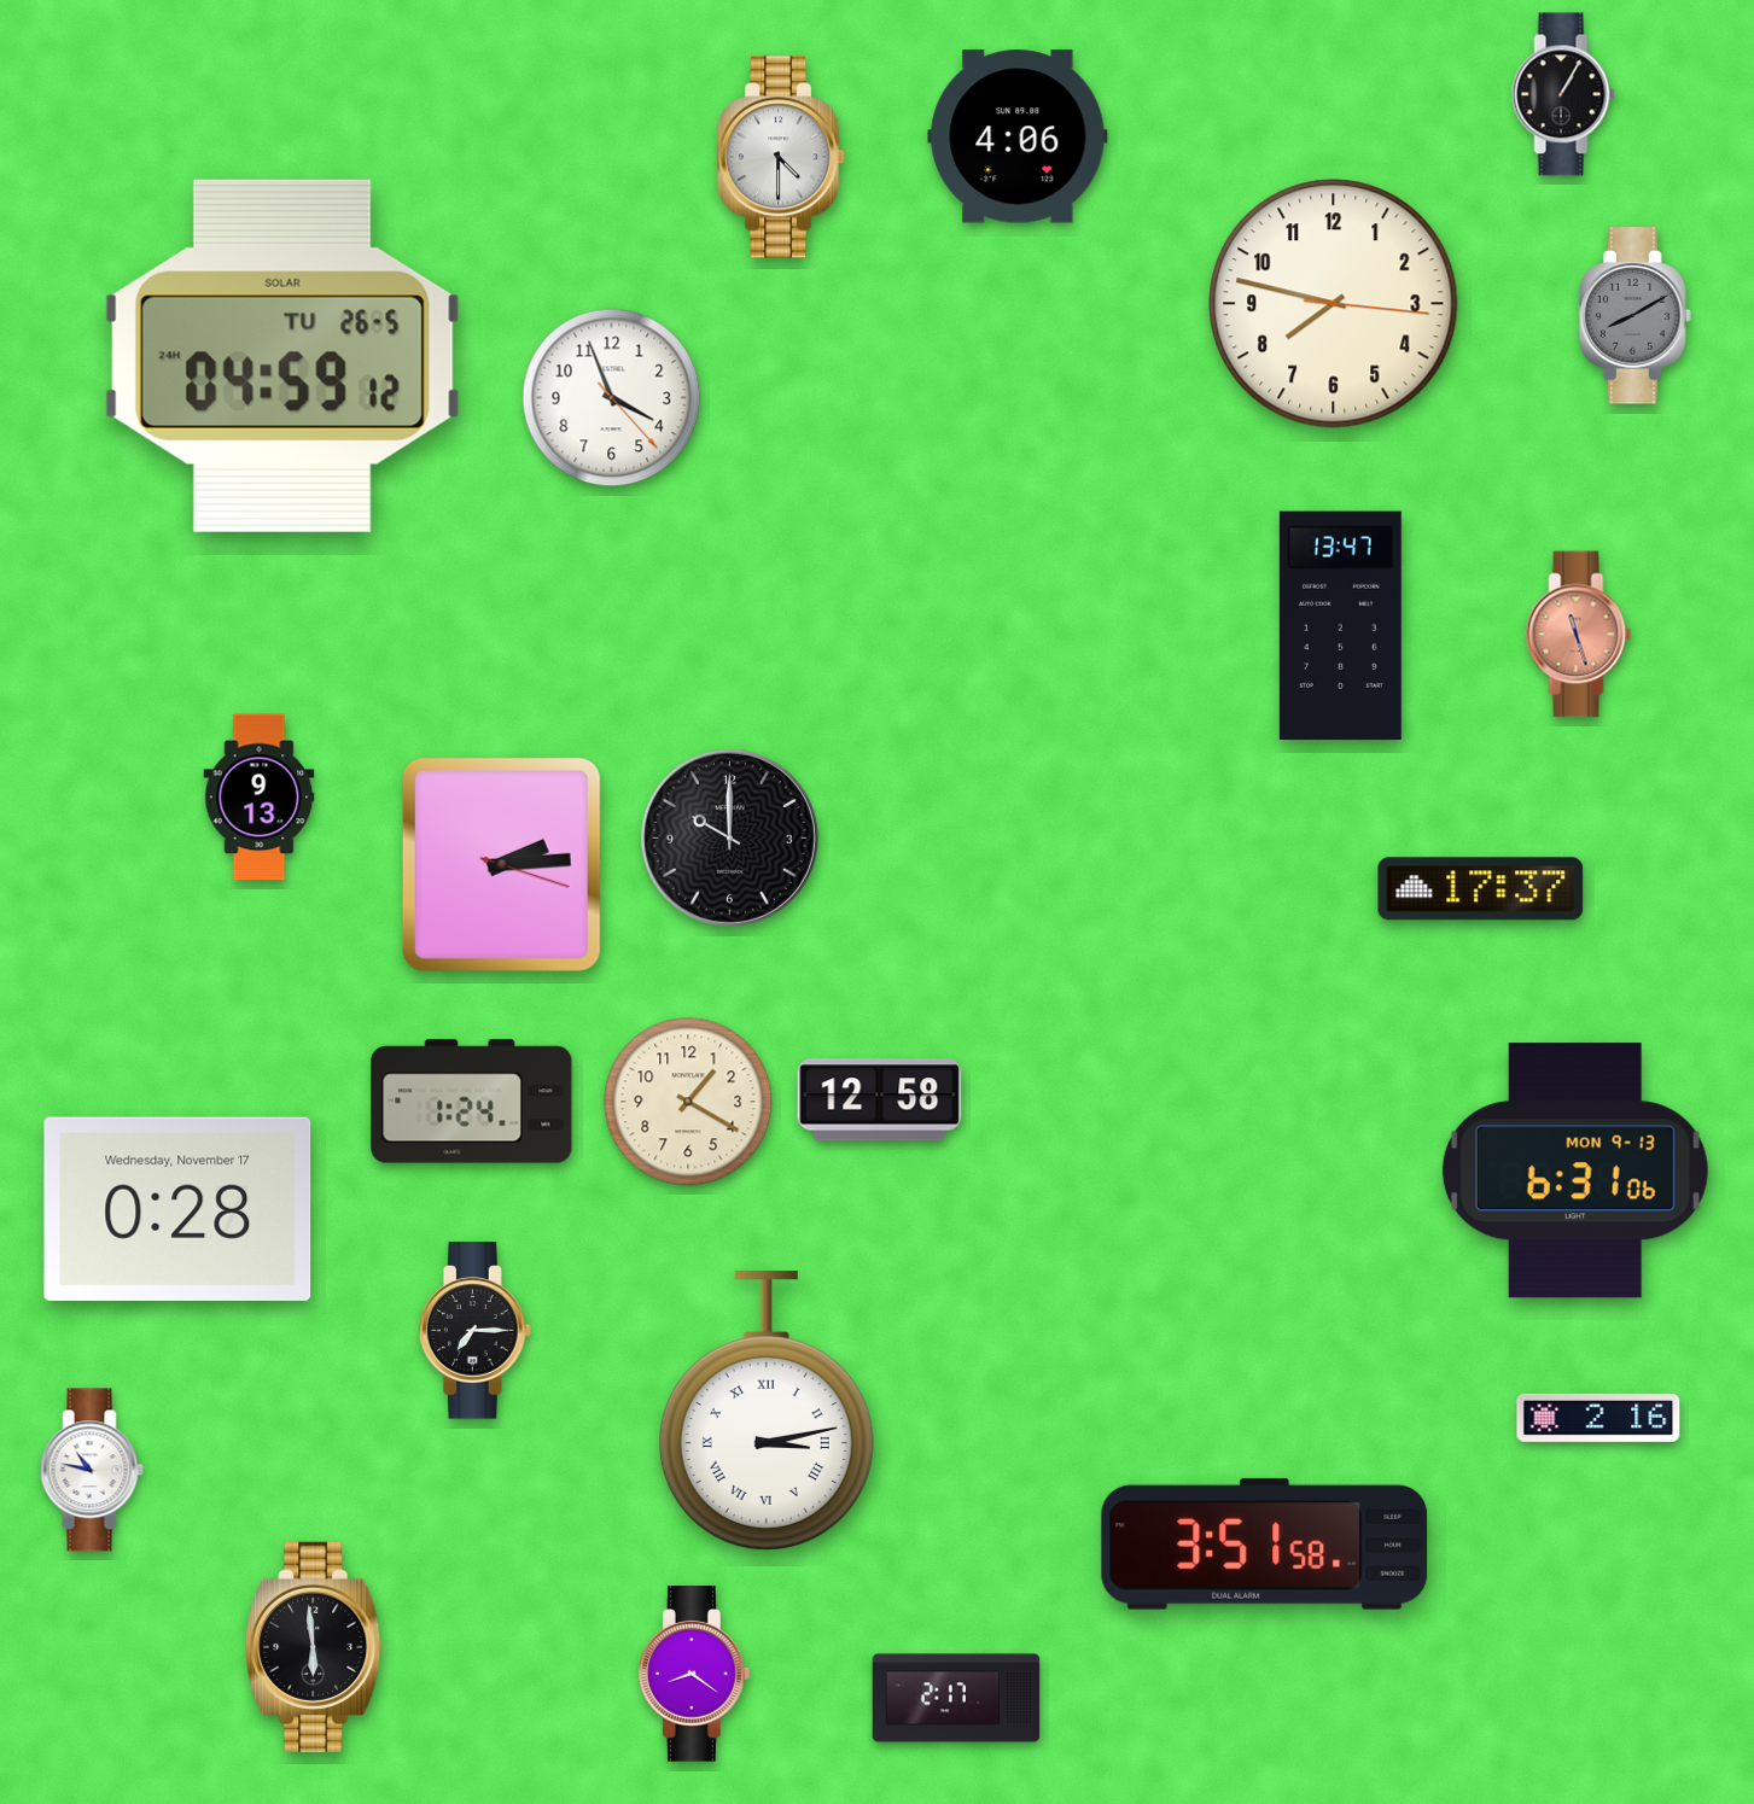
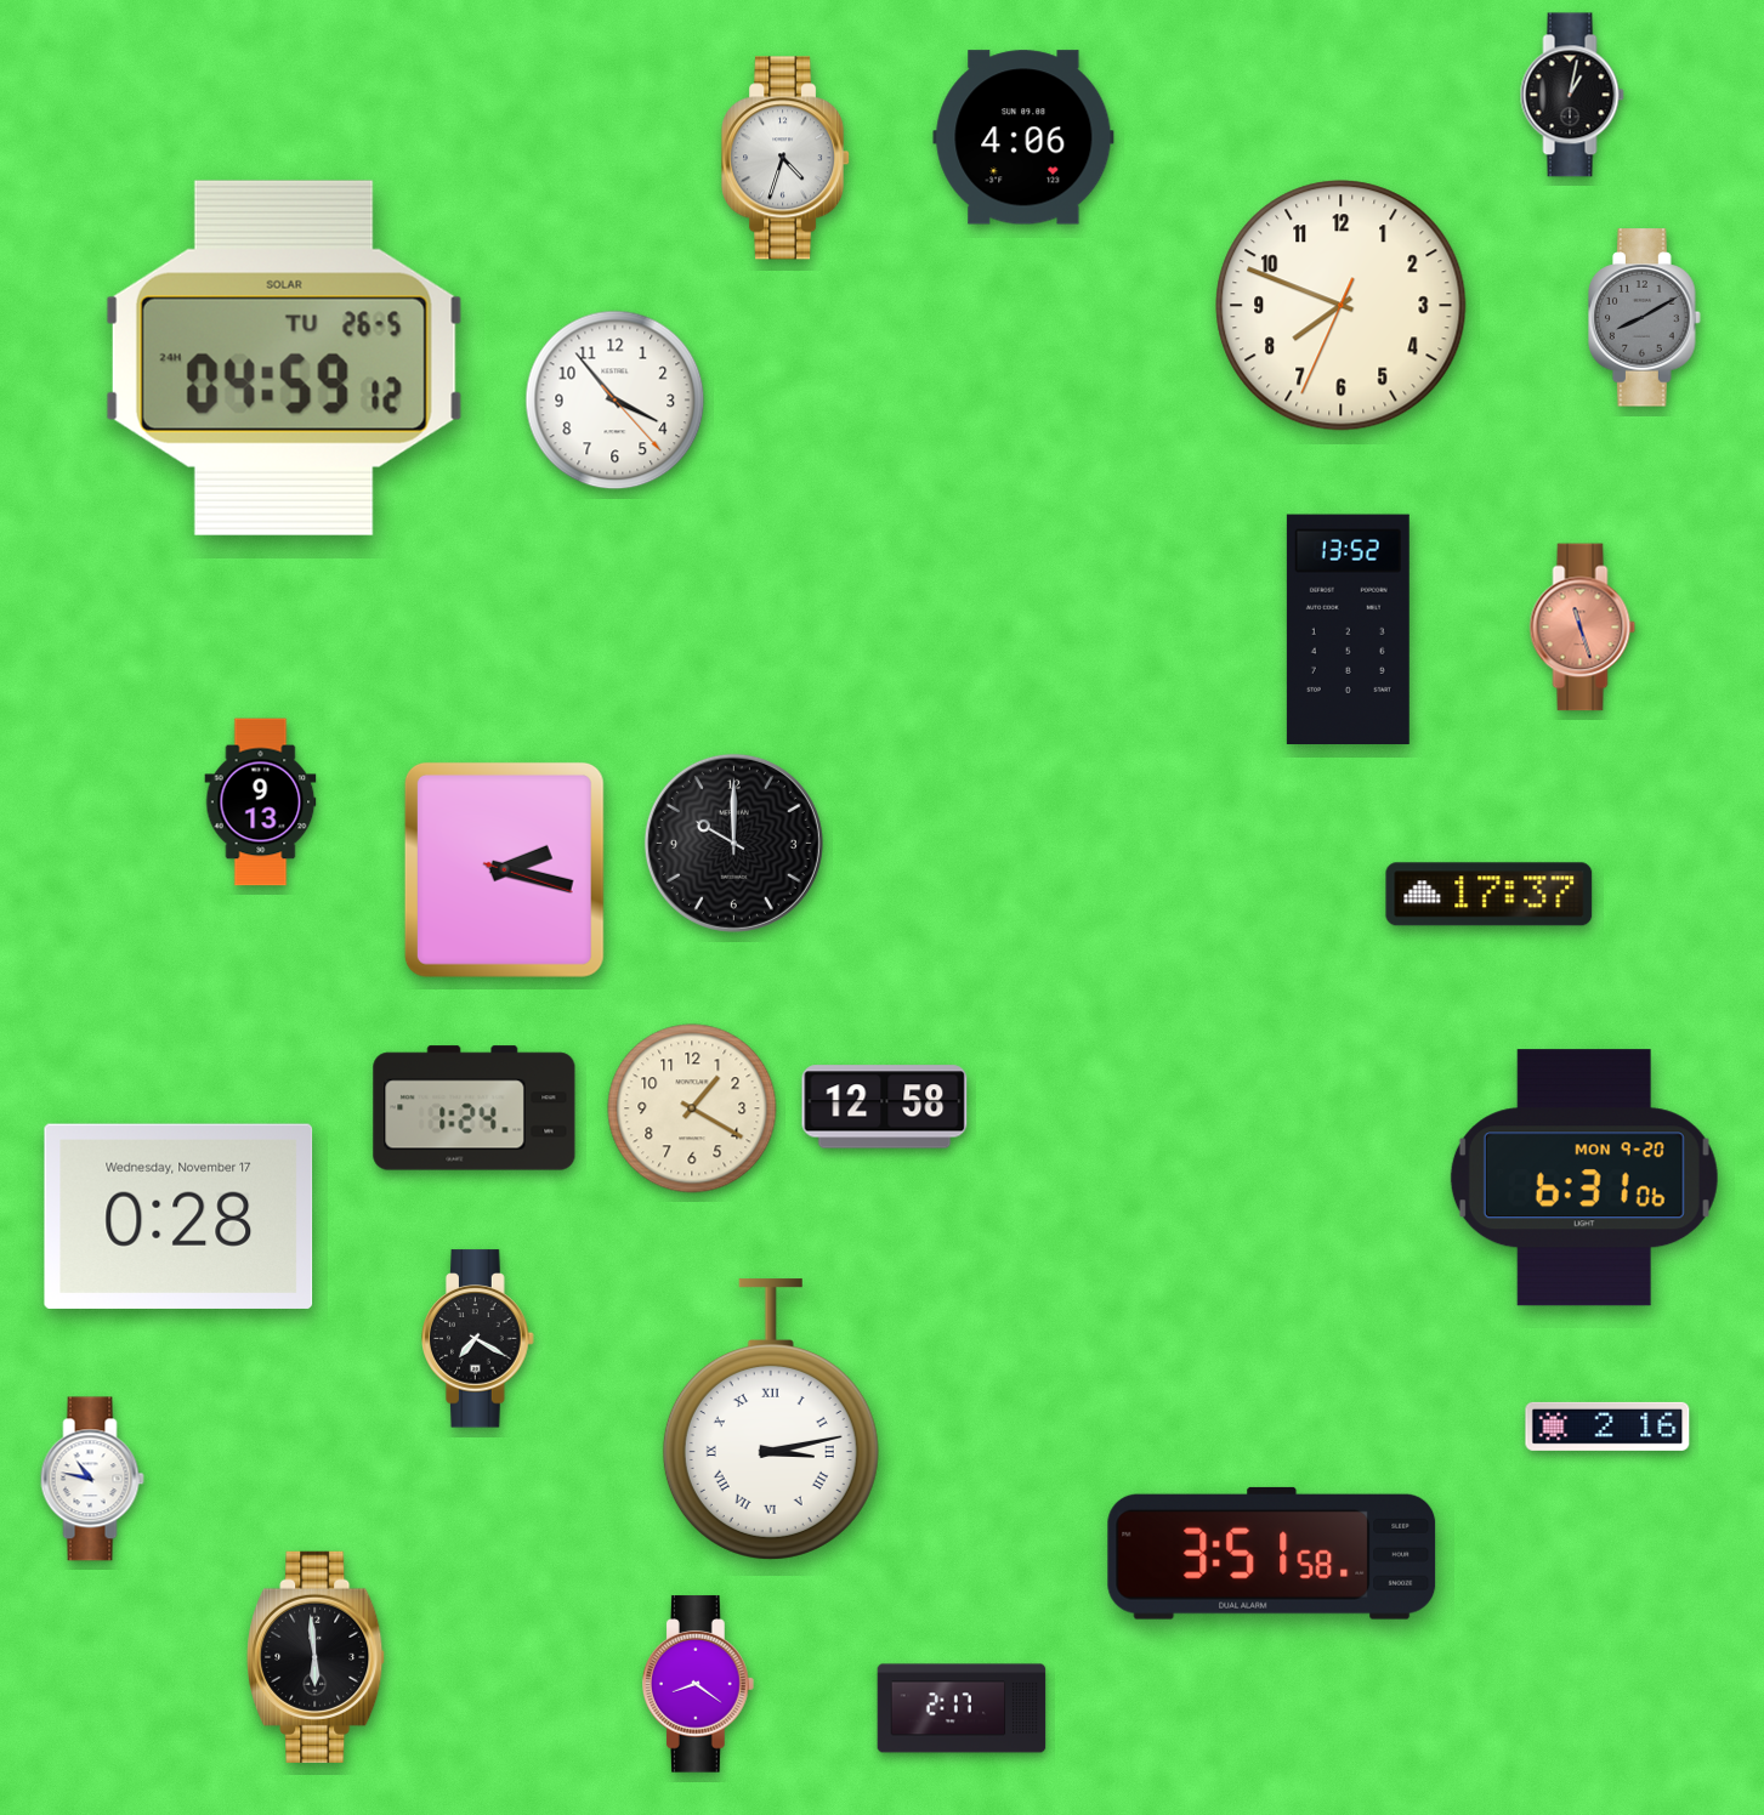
clock at (1563, 94): 1:05 -> 1:02
clock at (782, 157): 4:30 -> 4:33
clock at (1334, 304): 7:47 -> 7:48
clock at (612, 398): 3:56 -> 3:53
clock at (1340, 625): 13:47 -> 13:52
clock at (1579, 635) position: (1579, 635) -> (1583, 628)
clock at (501, 864): 2:14 -> 2:17
clock at (1575, 1170) date: MON 9-13 -> MON 9-20
clock at (476, 1331): 7:15 -> 7:20
